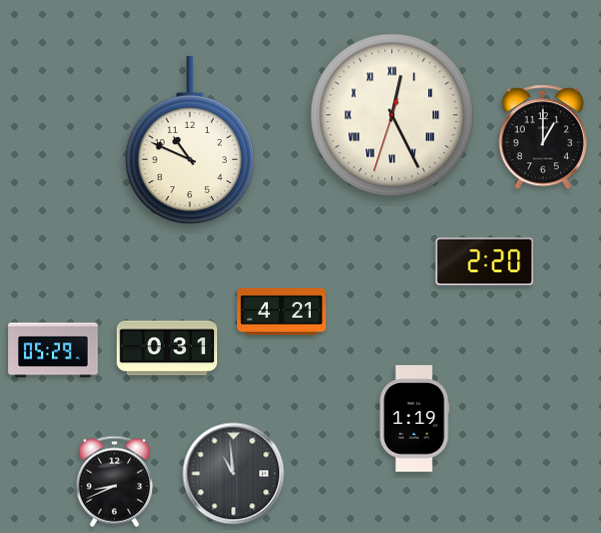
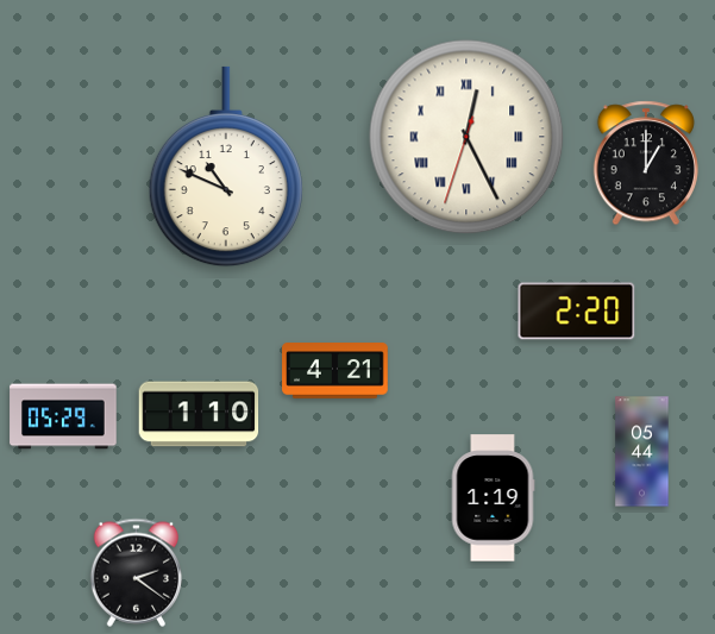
clock at (167, 348): 0:31 -> 1:10
clock at (642, 452): none -> 05:44
clock at (234, 474): 10:59 -> none
clock at (114, 481): 8:41 -> 2:21
